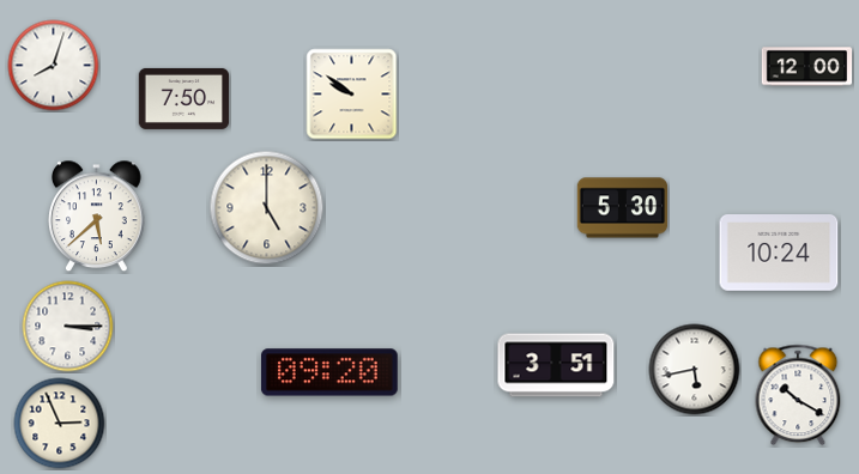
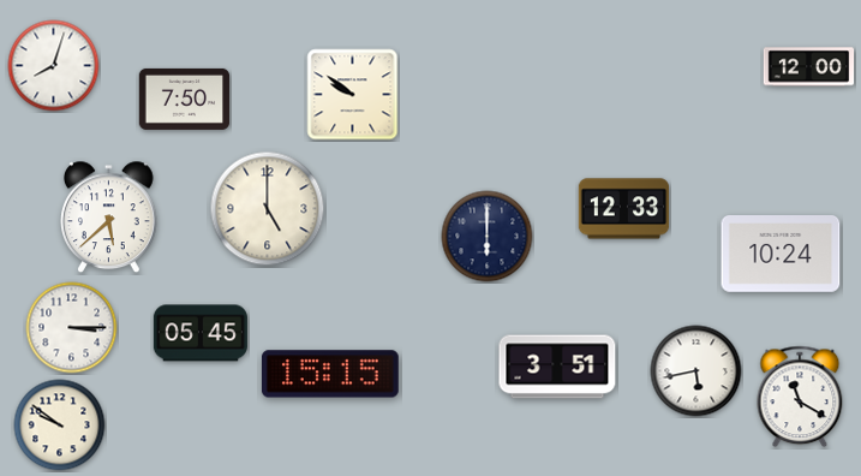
clock at (623, 208): 5:30 -> 12:33
clock at (97, 217) position: (97, 217) -> (109, 218)
clock at (488, 237): none -> 6:00
clock at (68, 327) position: (68, 327) -> (72, 328)
clock at (201, 333): none -> 05:45
clock at (329, 372): 09:20 -> 15:15
clock at (798, 395): 10:20 -> 11:20
clock at (60, 424): 2:56 -> 9:51
